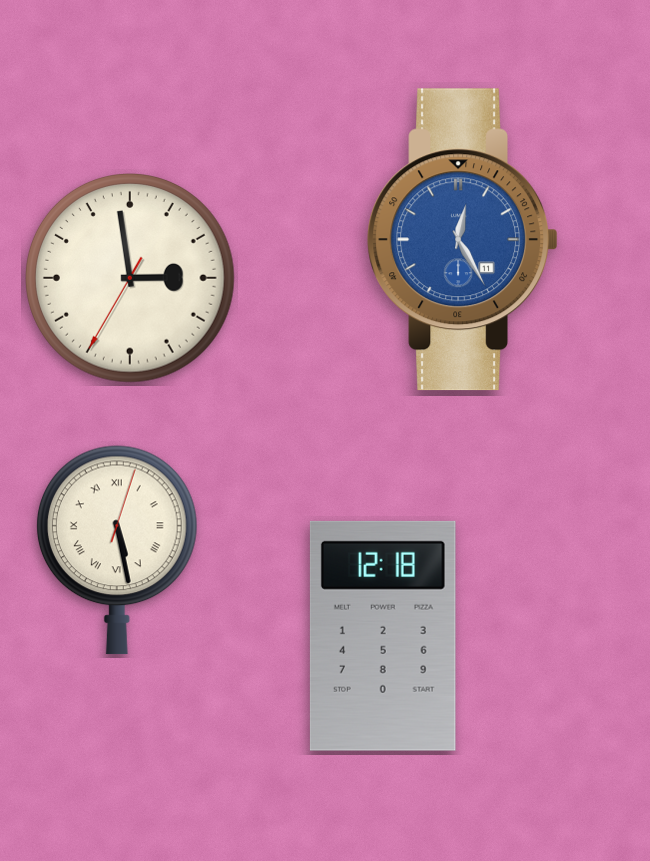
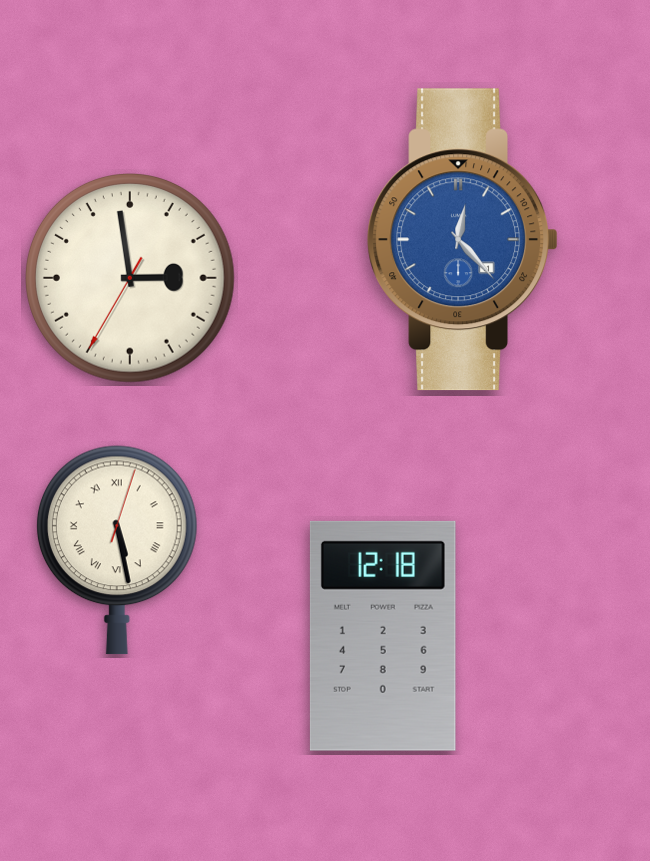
clock at (462, 240): 12:25 -> 12:23
